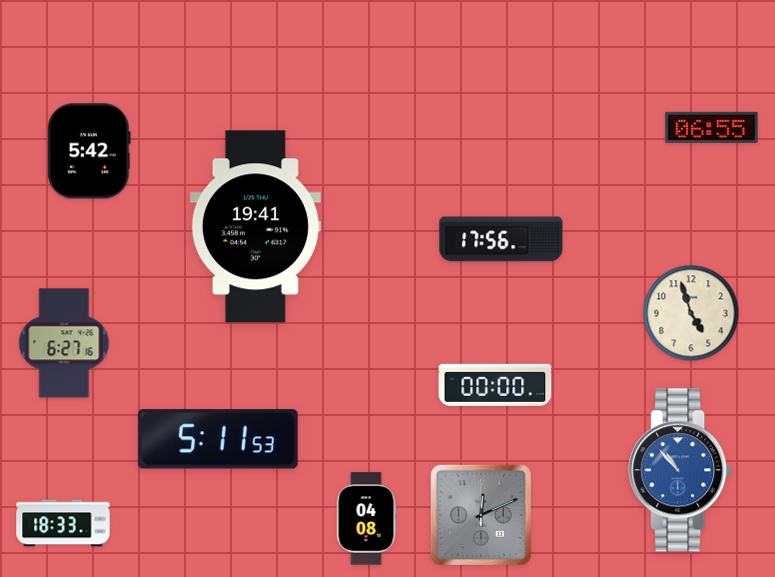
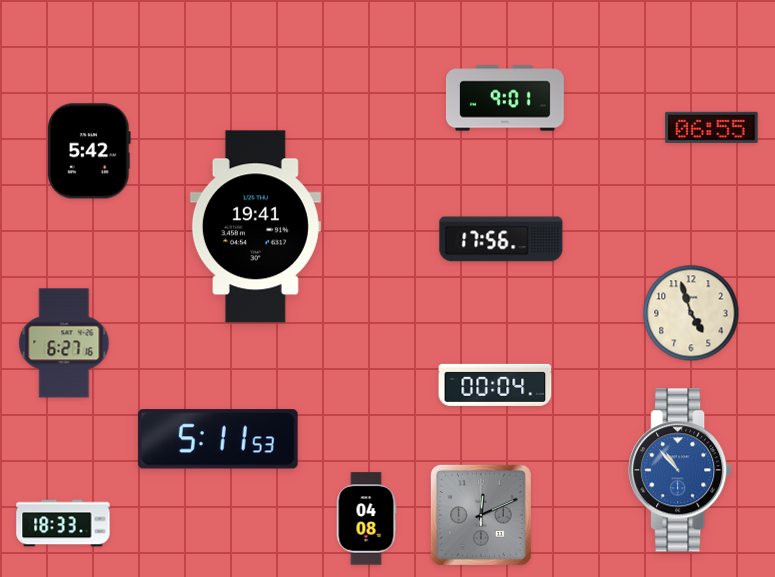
clock at (505, 98): none -> 9:01
clock at (495, 385): 00:00 -> 00:04
